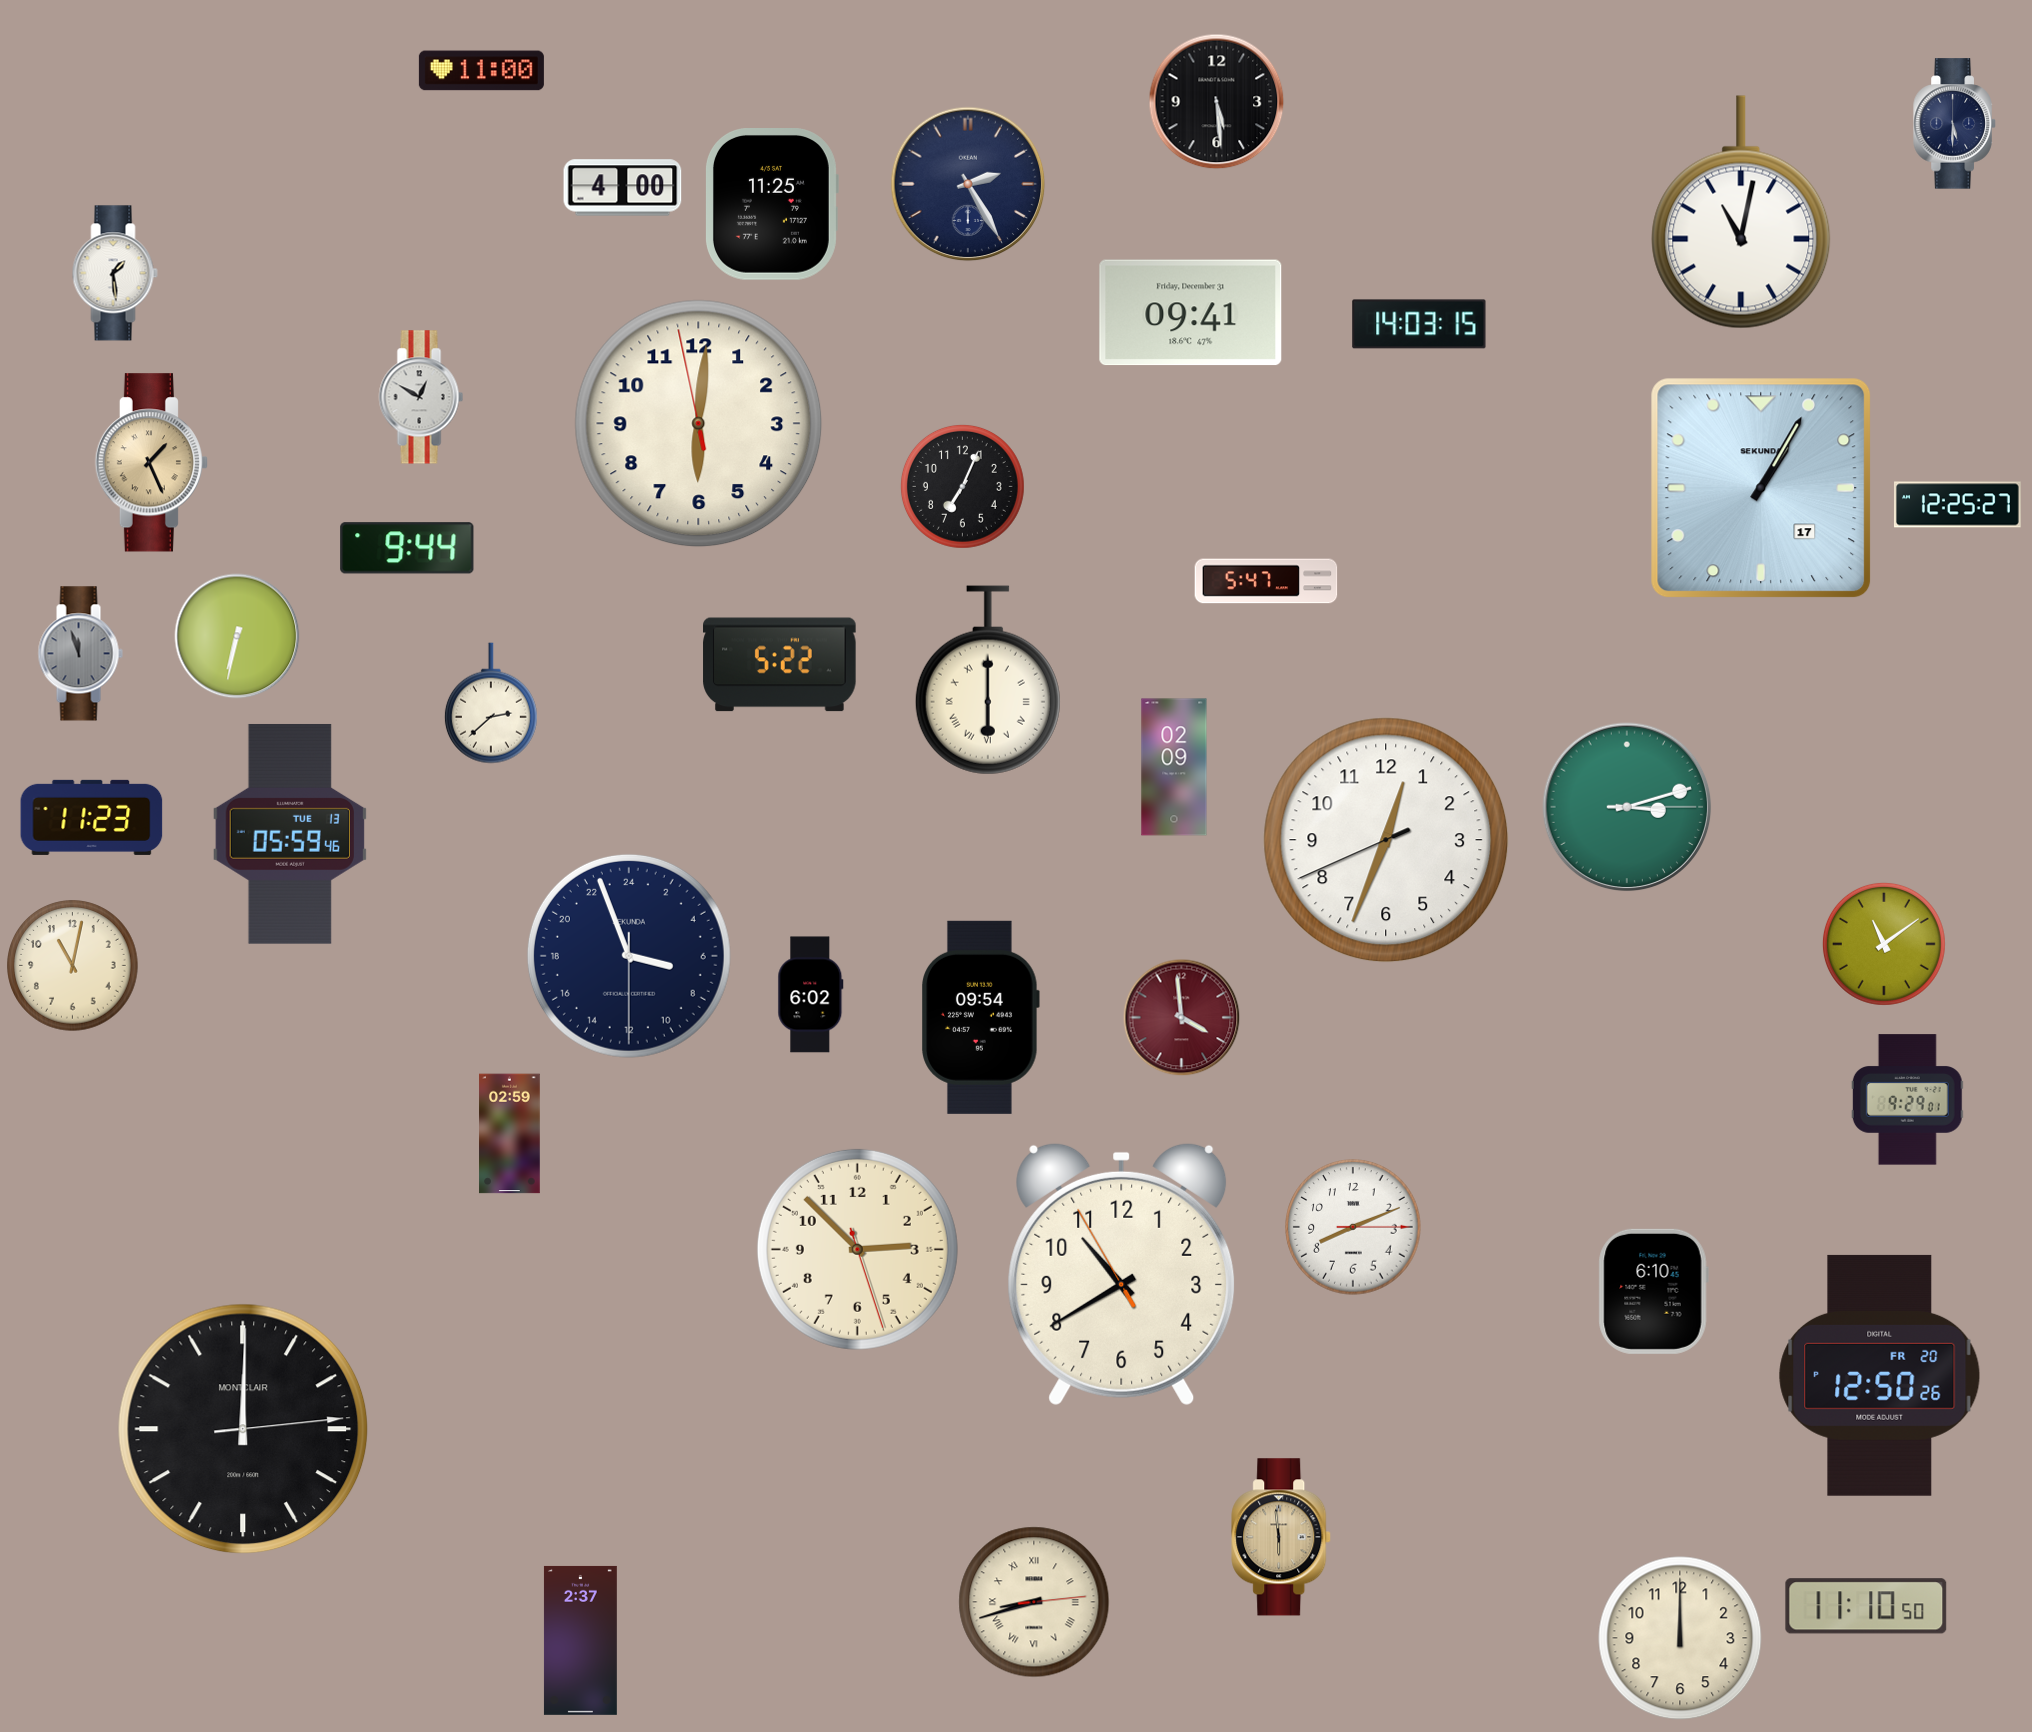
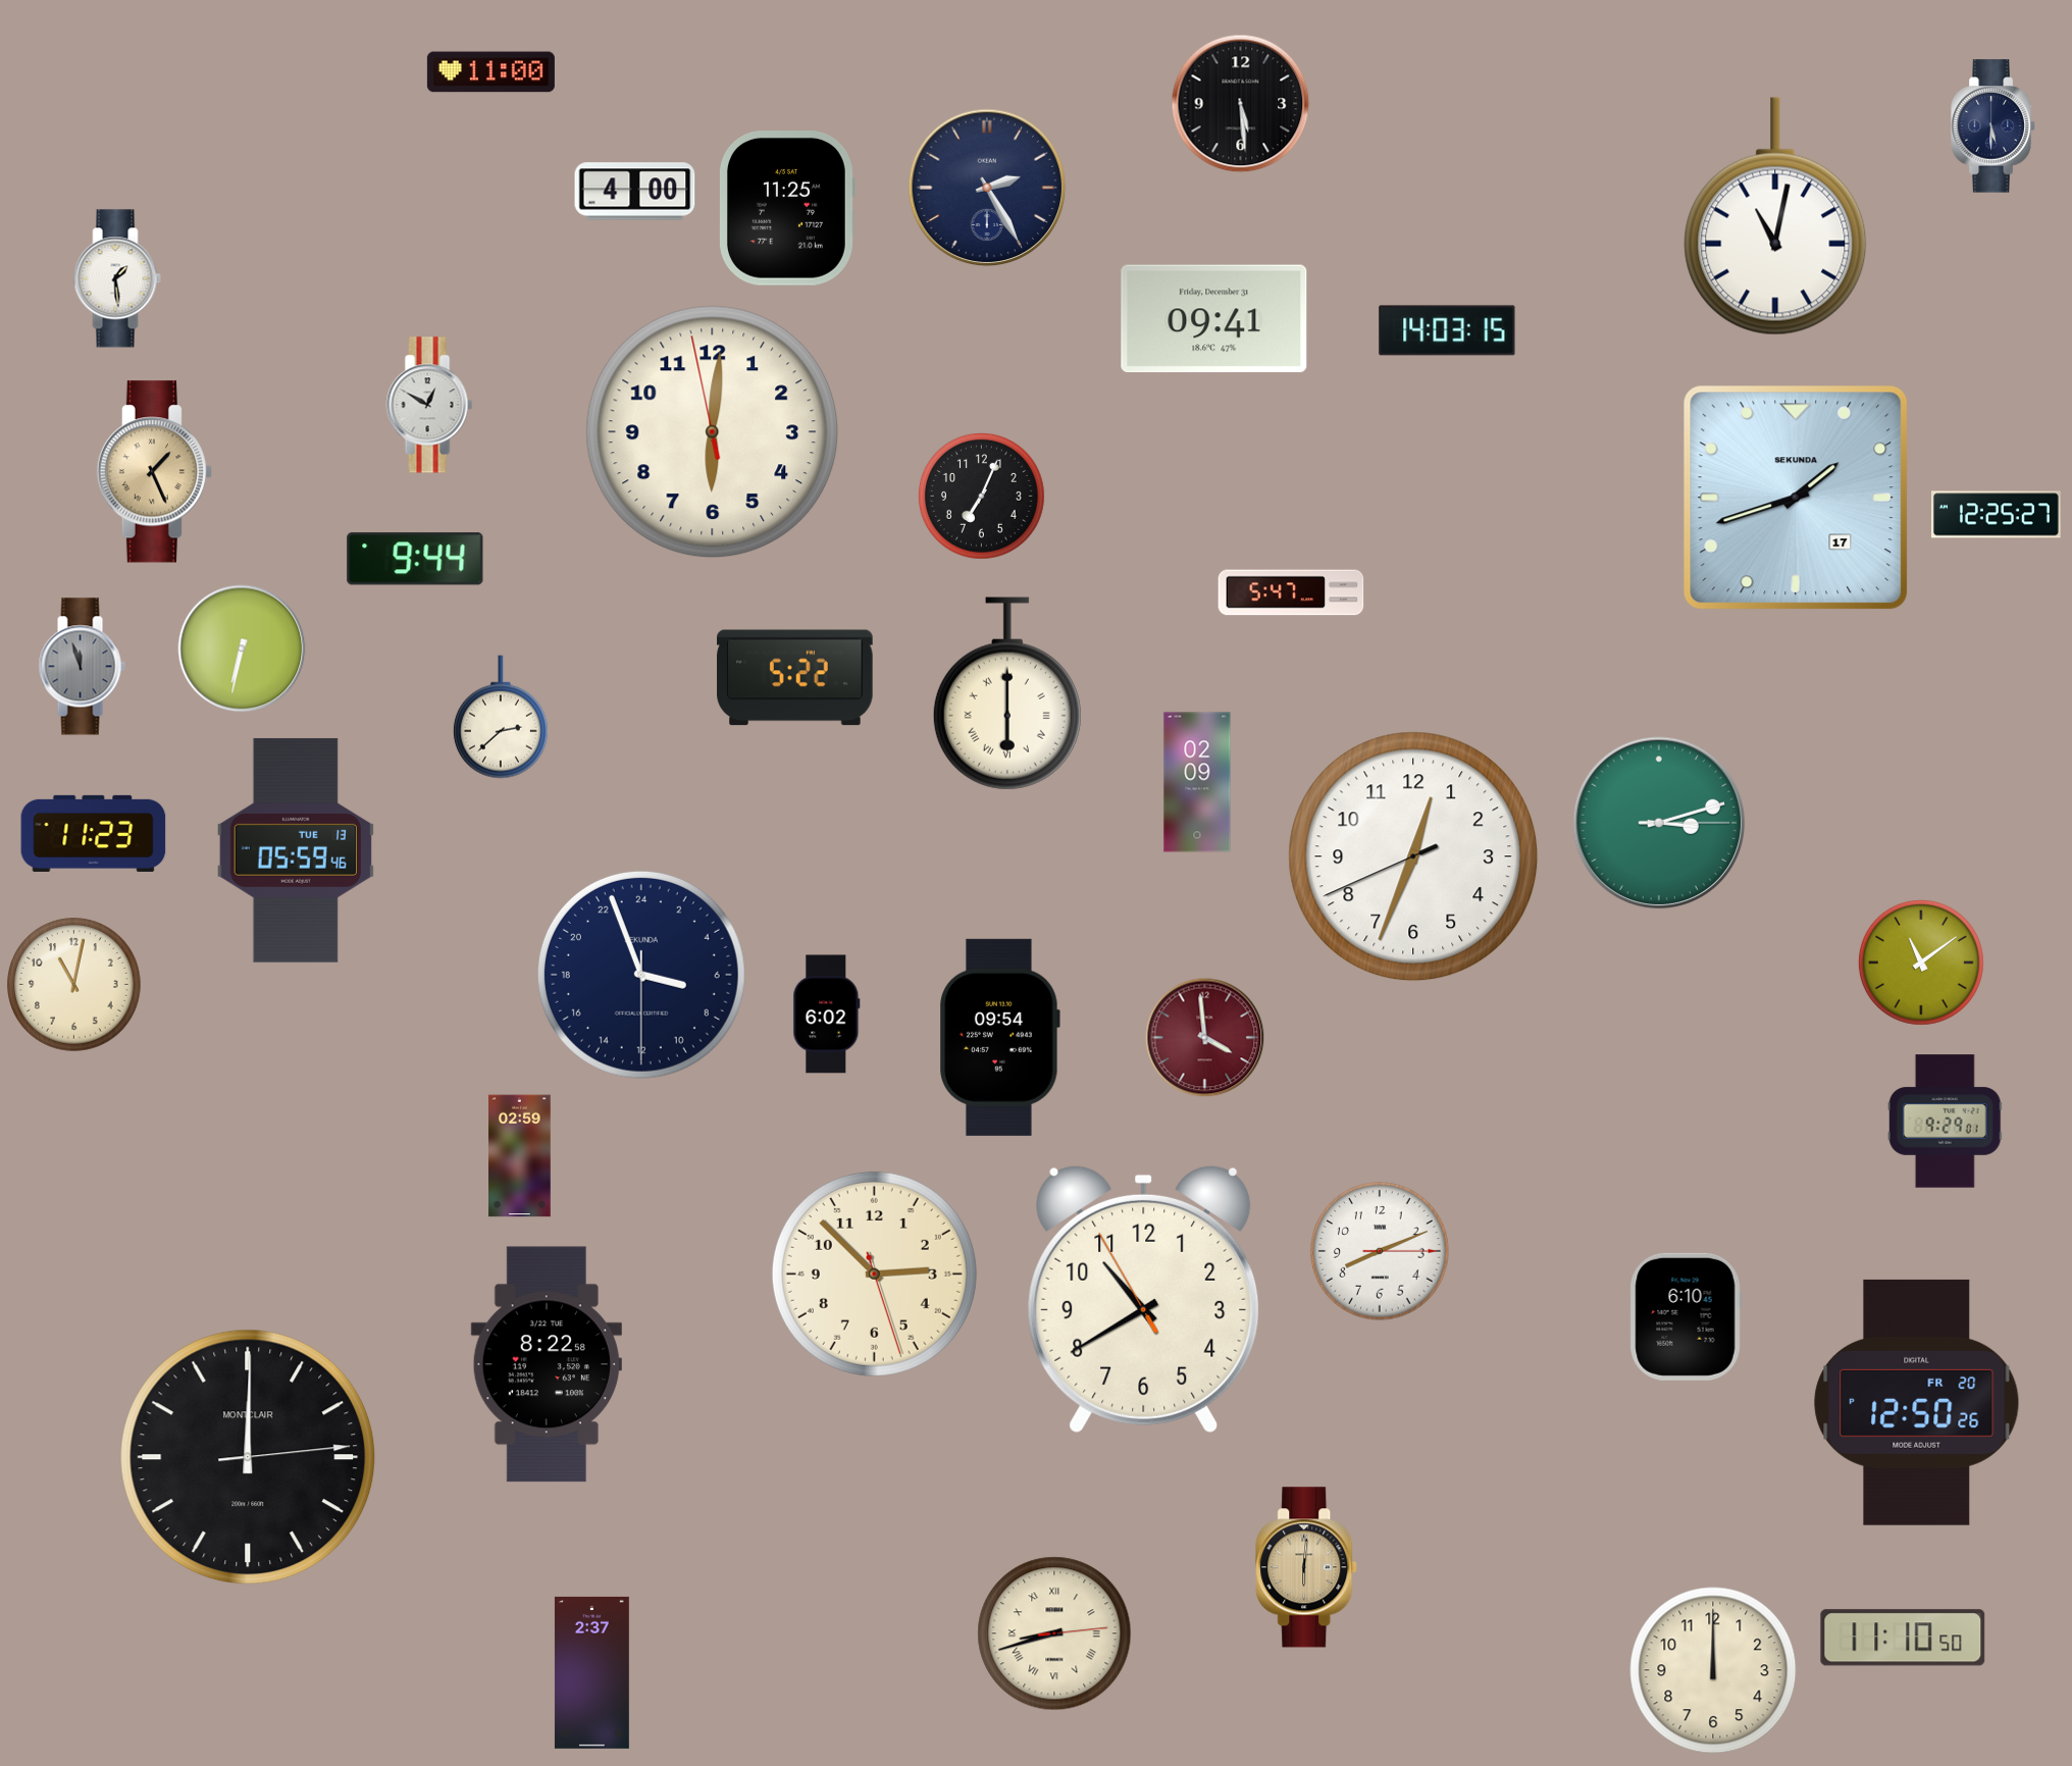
clock at (1761, 488): 1:05 -> 1:42
clock at (547, 1364): none -> 8:22
clock at (1282, 1537): 5:59 -> 6:01
